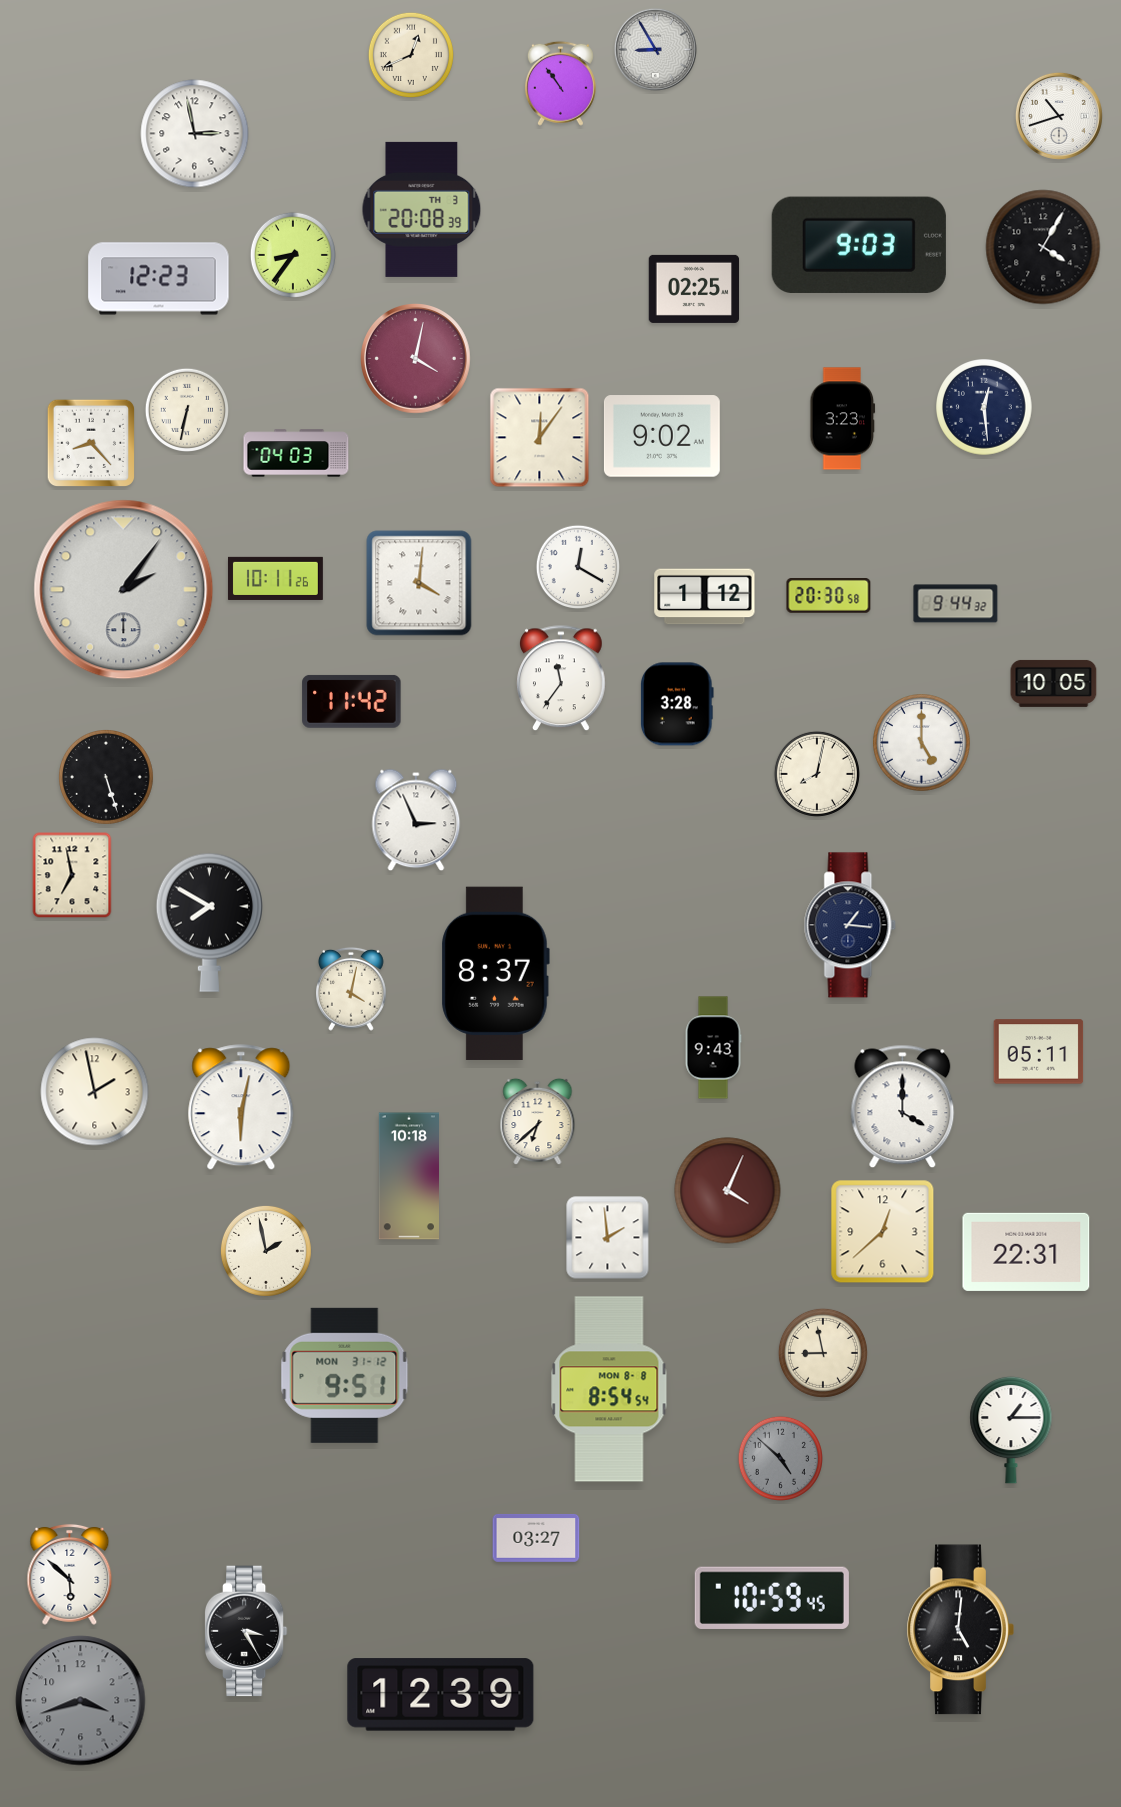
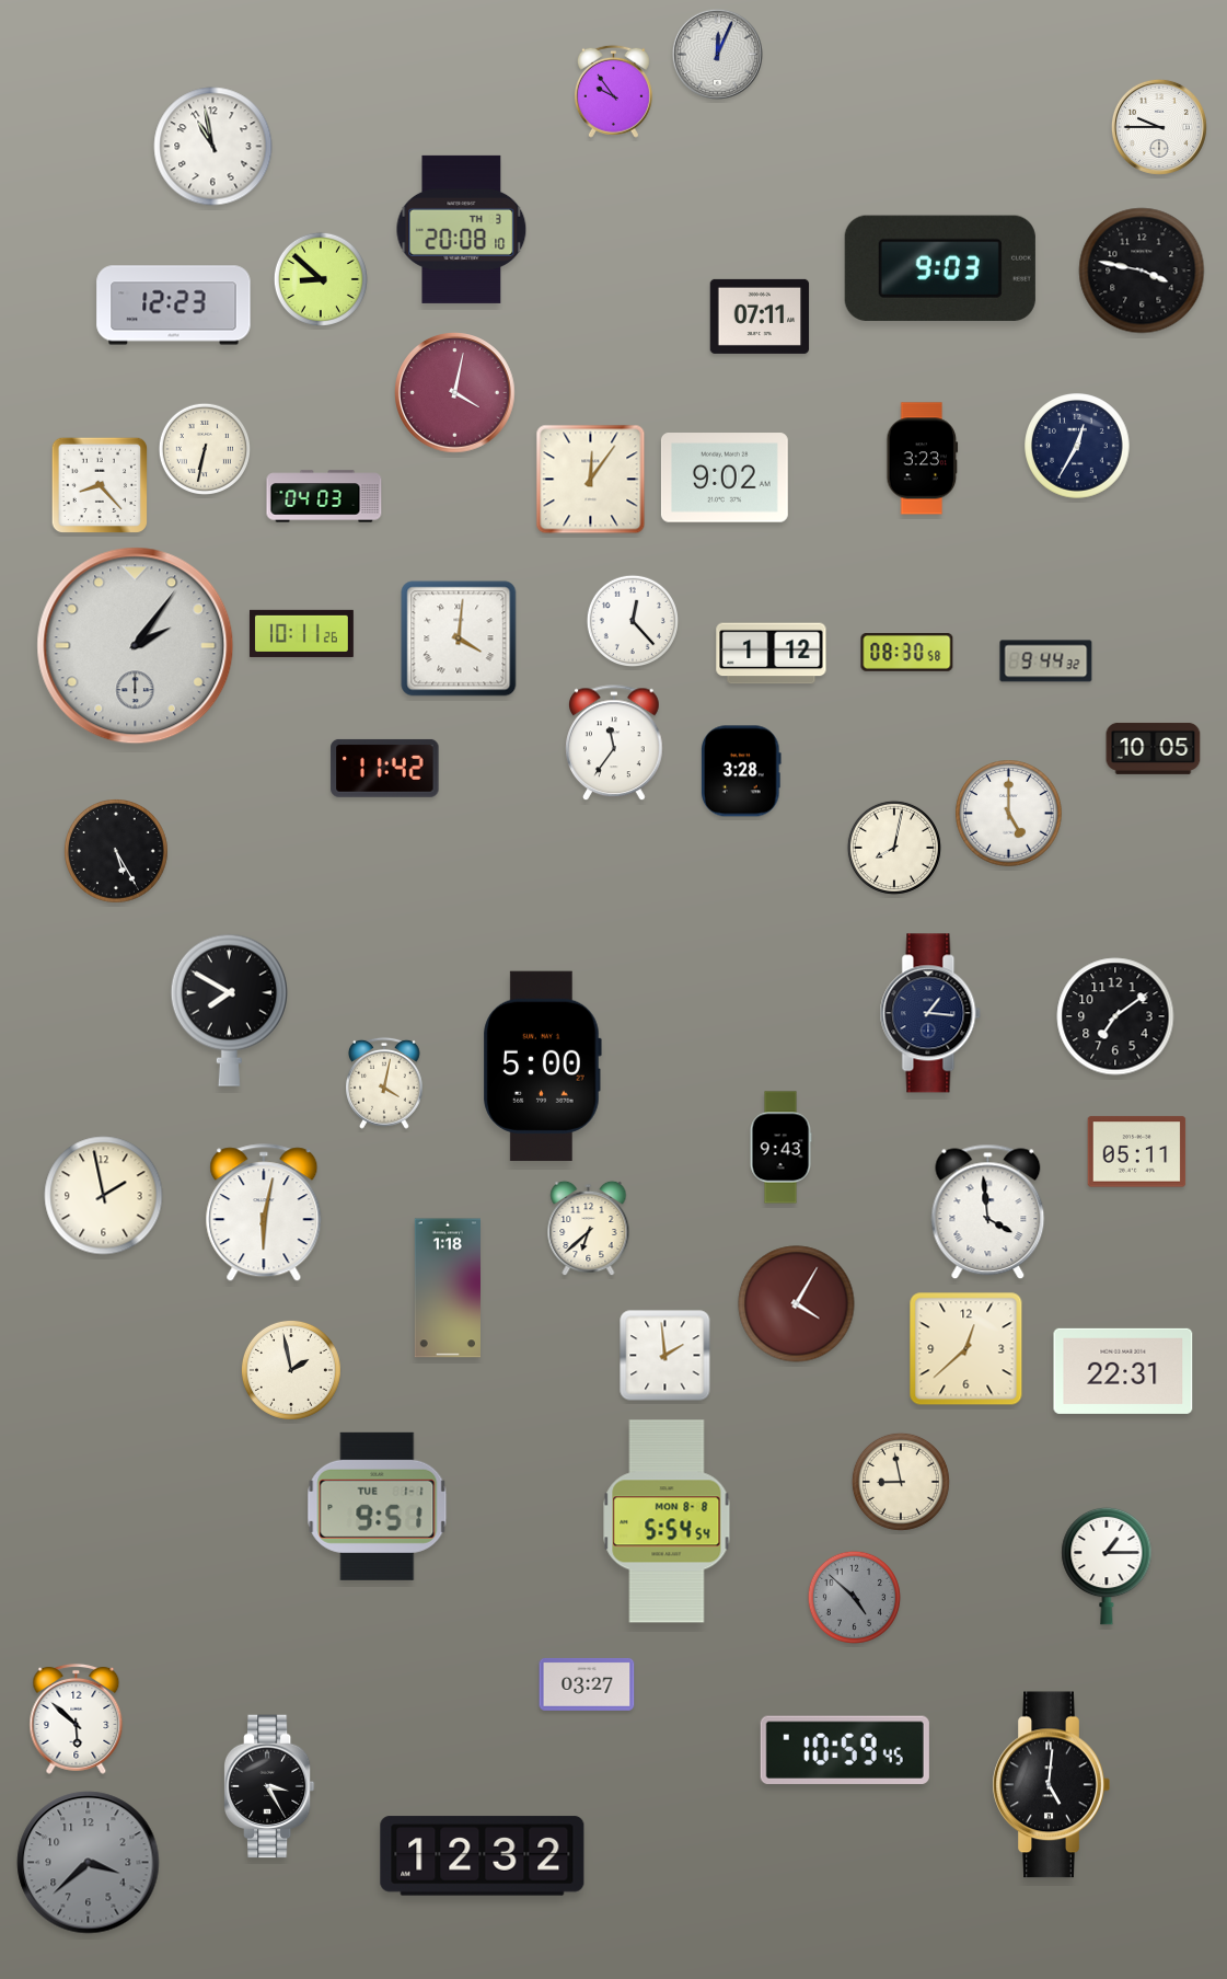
clock at (655, 49): 8:55 -> 12:04
clock at (411, 55): 12:41 -> none
clock at (560, 83): 10:54 -> 9:54
clock at (1059, 116): 10:42 -> 9:45
clock at (195, 134): 2:58 -> 10:58
clock at (422, 209): 20:08:39 -> 20:08:10
clock at (1043, 247): 4:05 -> 3:47
clock at (293, 255): 8:36 -> 8:52
clock at (694, 289): 02:25 -> 07:11
clock at (984, 407): 12:29 -> 12:35
clock at (577, 566): 12:20 -> 12:23
clock at (829, 596): 20:30 -> 08:30
clock at (107, 778): 5:27 -> 5:25
clock at (416, 820): 2:56 -> none
clock at (72, 875): 6:58 -> none
clock at (1115, 1016): none -> 7:09
clock at (495, 973): 8:37 -> 5:00
clock at (903, 1107): 4:00 -> 3:59
clock at (408, 1176): 10:18 -> 1:18
clock at (728, 1191): 4:04 -> 4:05
clock at (345, 1375) date: MON 31-12 -> TUE 1-1
clock at (609, 1389): 8:54 -> 5:54
clock at (70, 1574) position: (70, 1574) -> (77, 1718)
clock at (441, 1695): 12:39 -> 12:32
clock at (81, 1701): 3:42 -> 3:38
